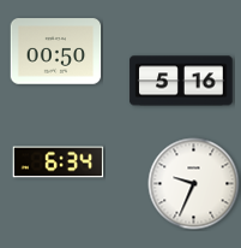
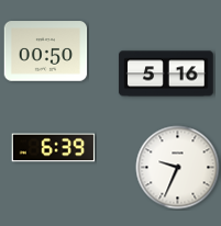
clock at (56, 52) position: (56, 52) -> (46, 52)
clock at (59, 163): 6:34 -> 6:39
